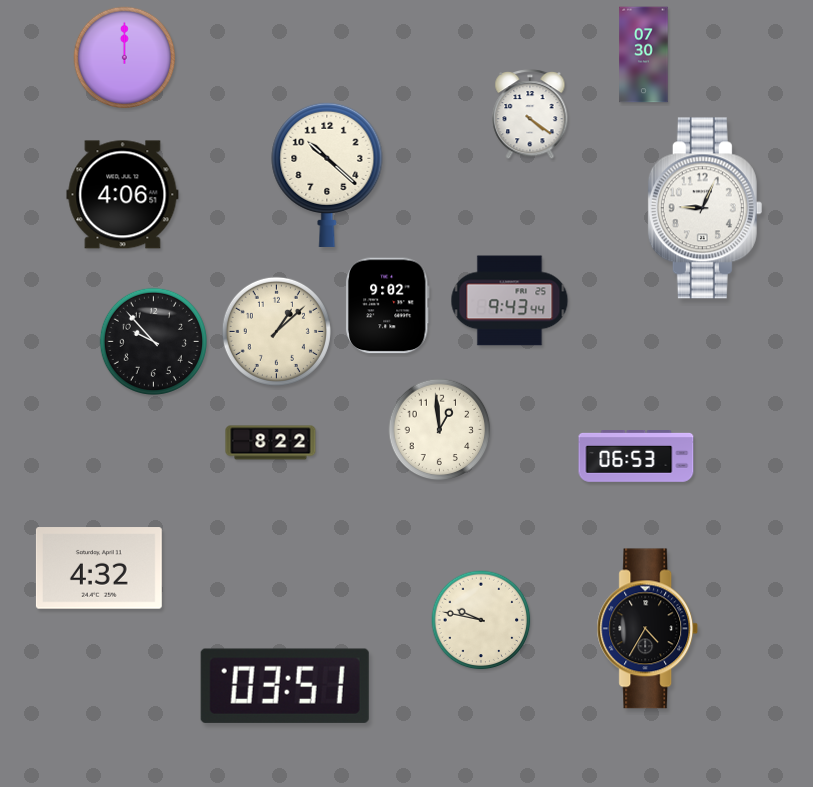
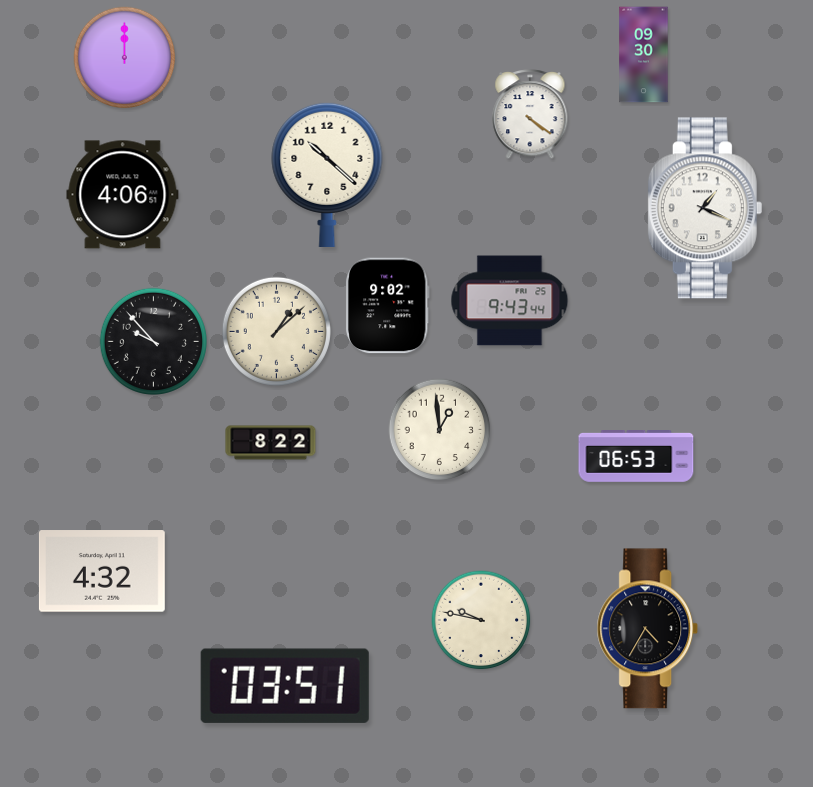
clock at (644, 55): 07:30 -> 09:30
clock at (705, 208): 9:04 -> 1:19
clock at (99, 568) position: (99, 568) -> (102, 571)
